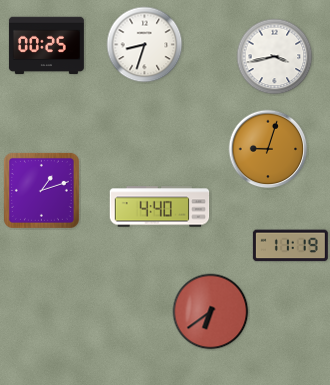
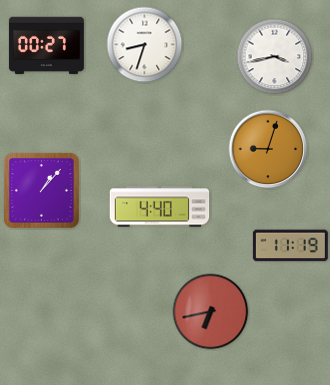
clock at (46, 46): 00:25 -> 00:27
clock at (41, 190): 1:12 -> 1:07
clock at (211, 312): 6:39 -> 6:43
